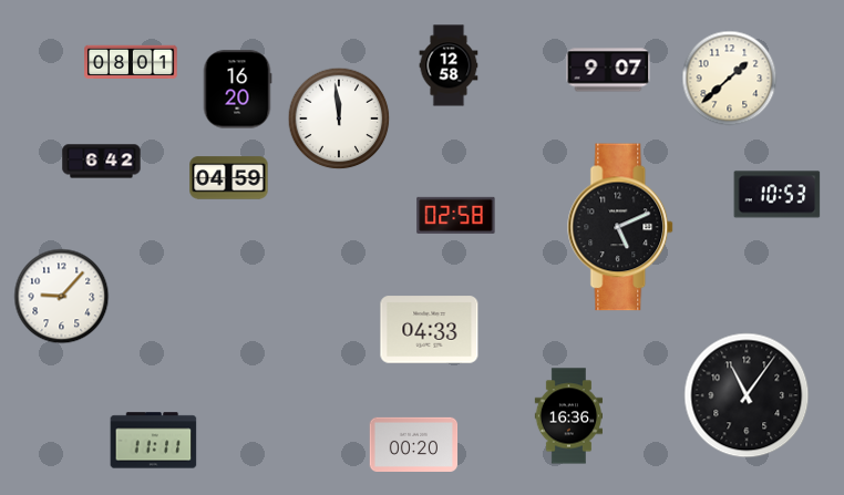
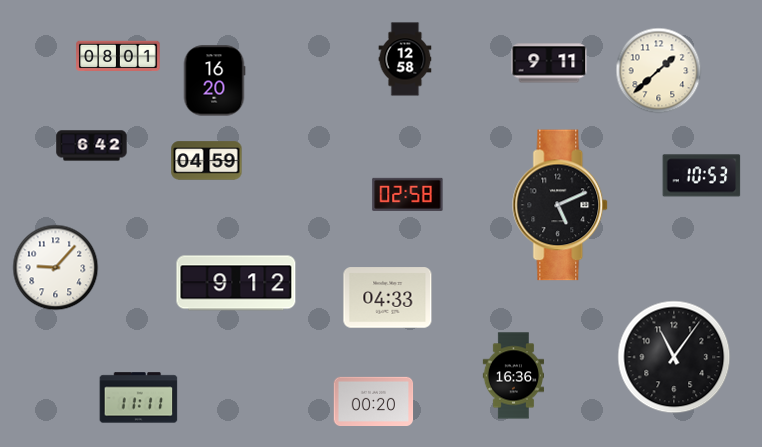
clock at (608, 70): 9:07 -> 9:11
clock at (339, 118): 11:59 -> none
clock at (456, 215) position: (456, 215) -> (408, 194)
clock at (236, 283): none -> 9:12
